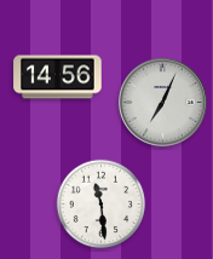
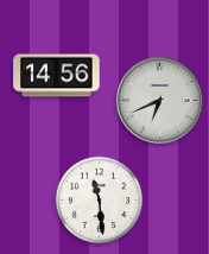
clock at (163, 103): 7:04 -> 6:41
